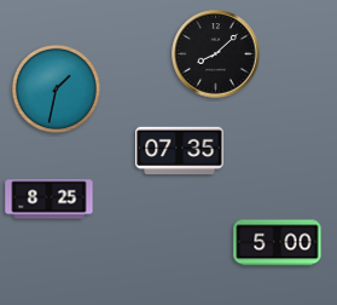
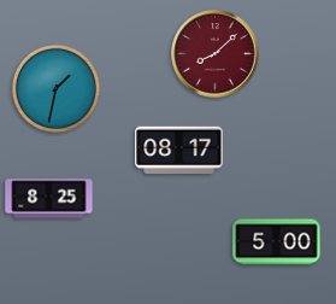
clock at (216, 54) dial: black -> burgundy
clock at (180, 151): 07:35 -> 08:17
